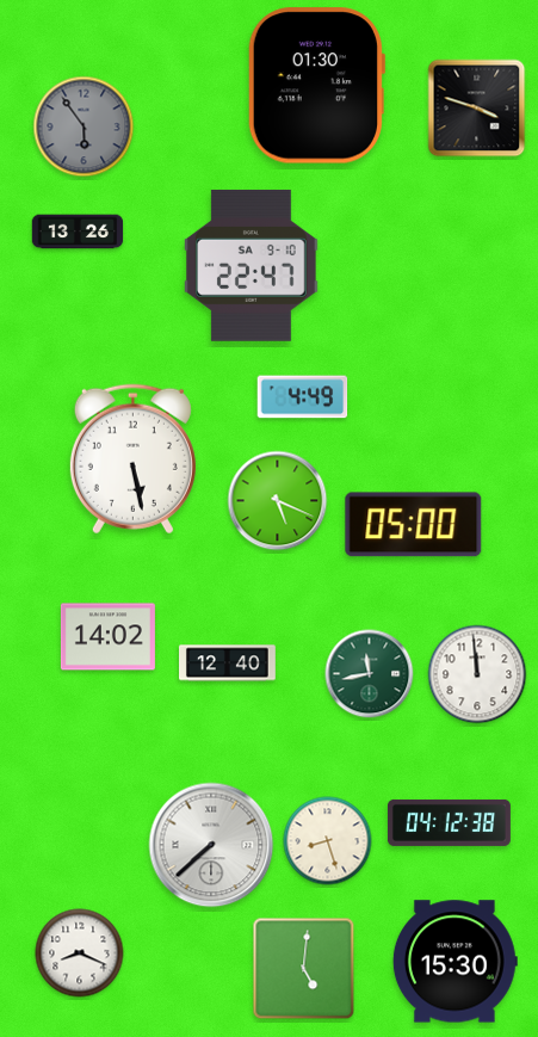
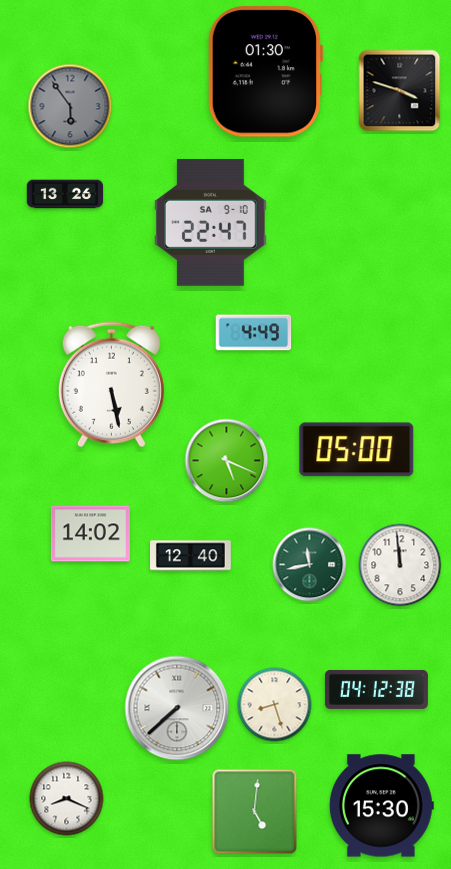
clock at (278, 501) position: (278, 501) -> (227, 461)
clock at (414, 525) position: (414, 525) -> (357, 450)
